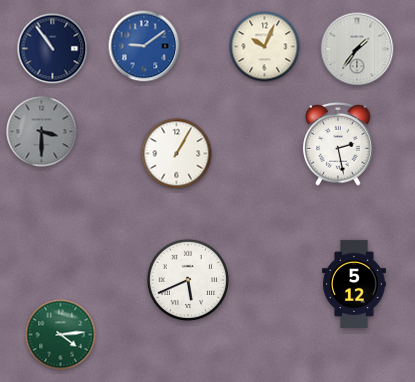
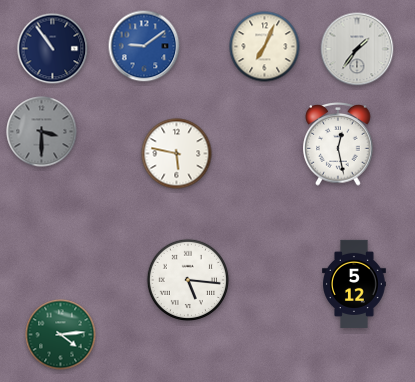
clock at (265, 47): 10:04 -> 7:04
clock at (338, 145): 2:28 -> 12:28
clock at (177, 154): 1:05 -> 5:47
clock at (187, 279): 5:41 -> 5:16
